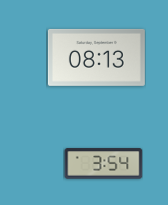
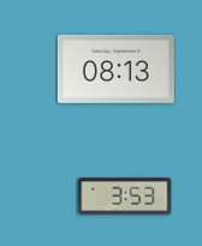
clock at (103, 164): 3:54 -> 3:53
